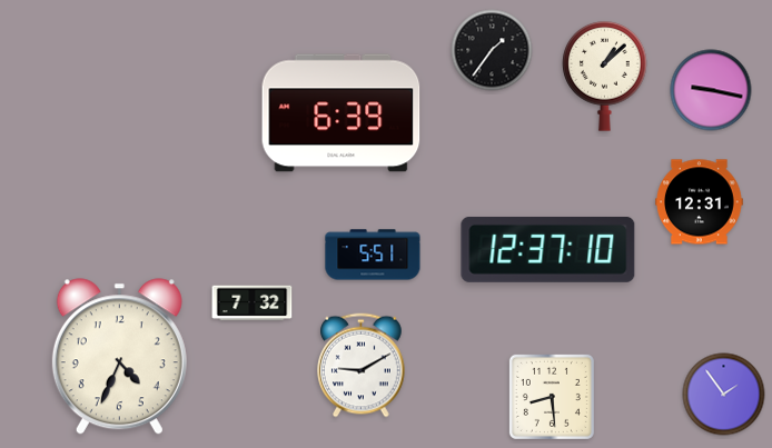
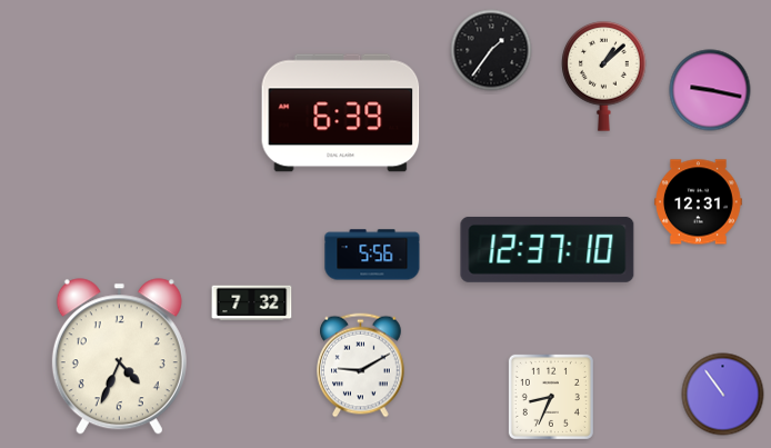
clock at (373, 255): 5:51 -> 5:56
clock at (724, 395): 1:54 -> 10:54
clock at (552, 397): 8:29 -> 8:34
